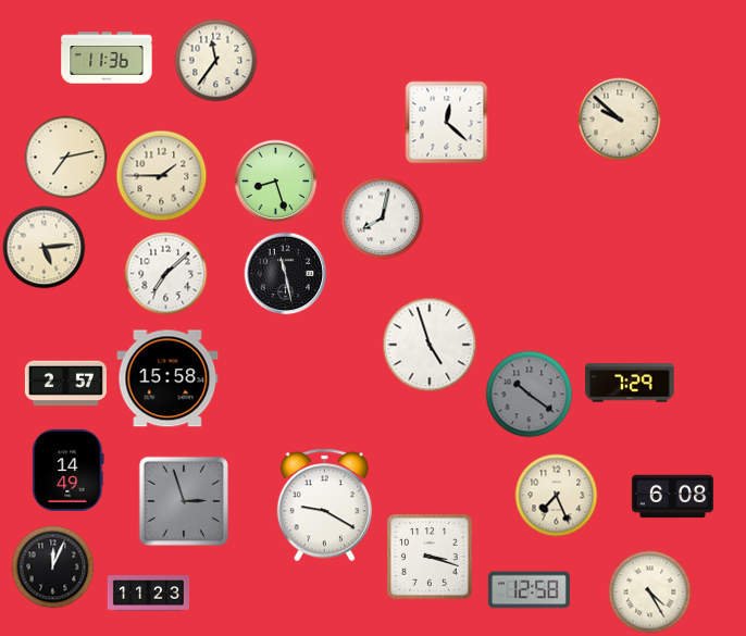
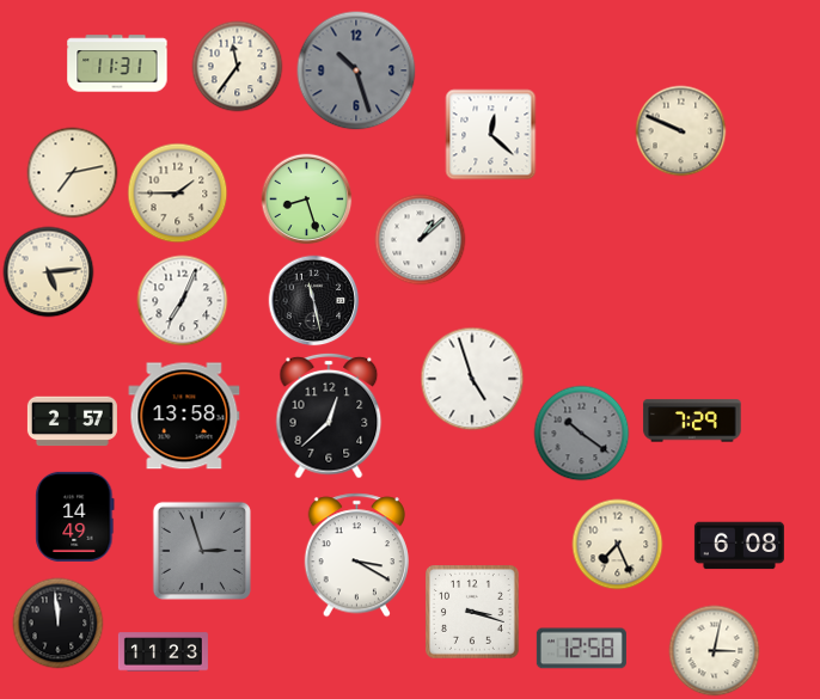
clock at (107, 58): 11:36 -> 11:31
clock at (356, 70): none -> 10:27
clock at (620, 120): 9:52 -> 9:49
clock at (276, 182) position: (276, 182) -> (307, 200)
clock at (383, 219): 8:02 -> 1:08
clock at (166, 274): 7:08 -> 7:04
clock at (167, 378): 15:58 -> 13:58
clock at (329, 416): none -> 12:38
clock at (557, 496) position: (557, 496) -> (618, 545)
clock at (324, 506): 9:20 -> 3:20
clock at (53, 568): 12:04 -> 11:59
clock at (650, 593): 4:25 -> 3:02
